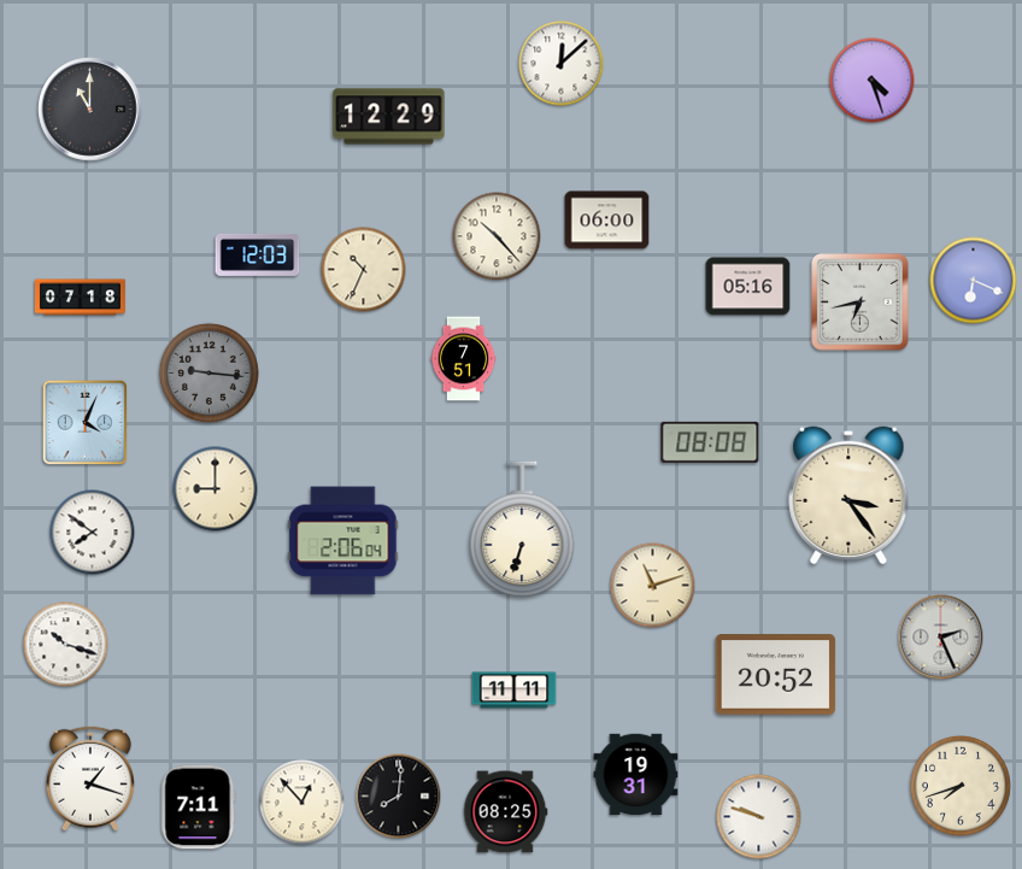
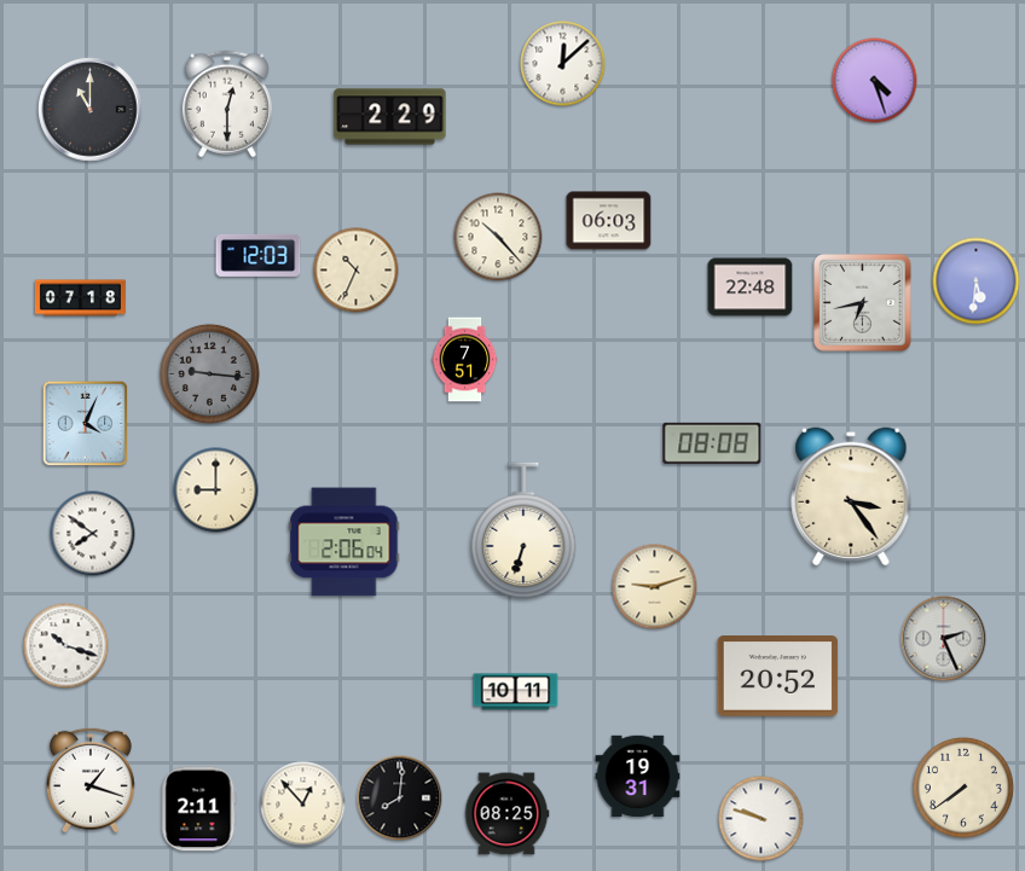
clock at (227, 104): none -> 12:30
clock at (389, 117): 12:29 -> 2:29
clock at (607, 221): 06:00 -> 06:03
clock at (364, 270) position: (364, 270) -> (357, 271)
clock at (974, 281): 6:19 -> 5:31
clock at (748, 287): 05:16 -> 22:48
clock at (653, 586): 11:12 -> 9:12
clock at (515, 691): 11:11 -> 10:11
clock at (961, 786): 7:42 -> 7:39
clock at (199, 808): 7:11 -> 2:11
